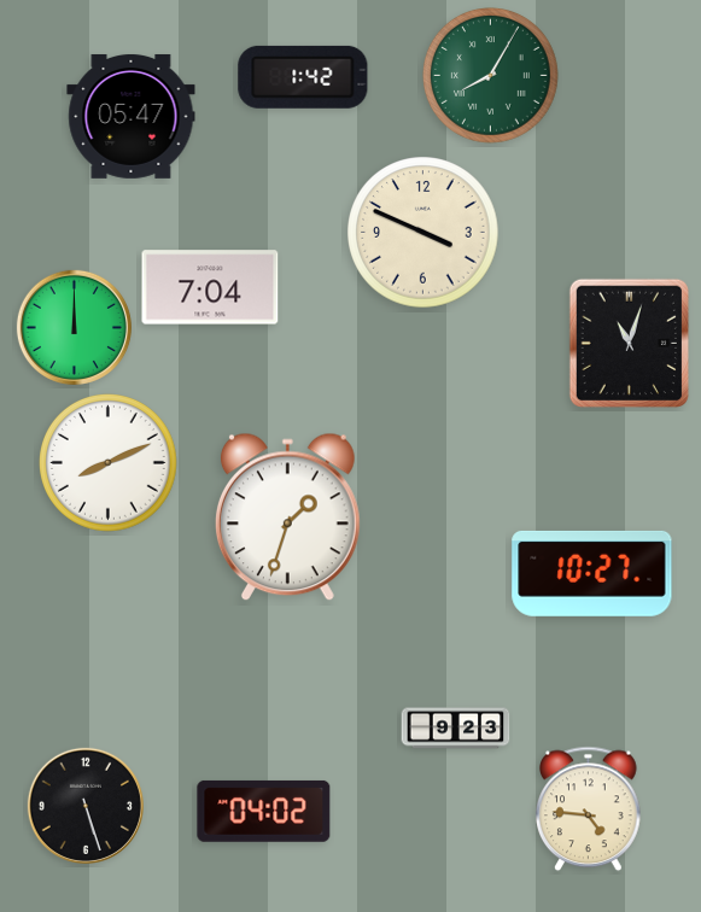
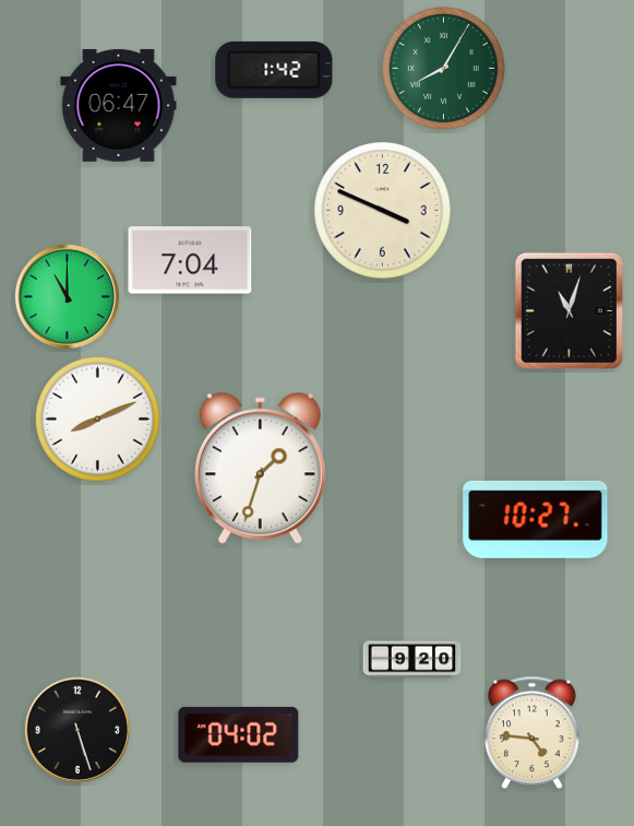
clock at (132, 116): 05:47 -> 06:47
clock at (74, 327): 12:00 -> 11:00
clock at (456, 729): 9:23 -> 9:20
